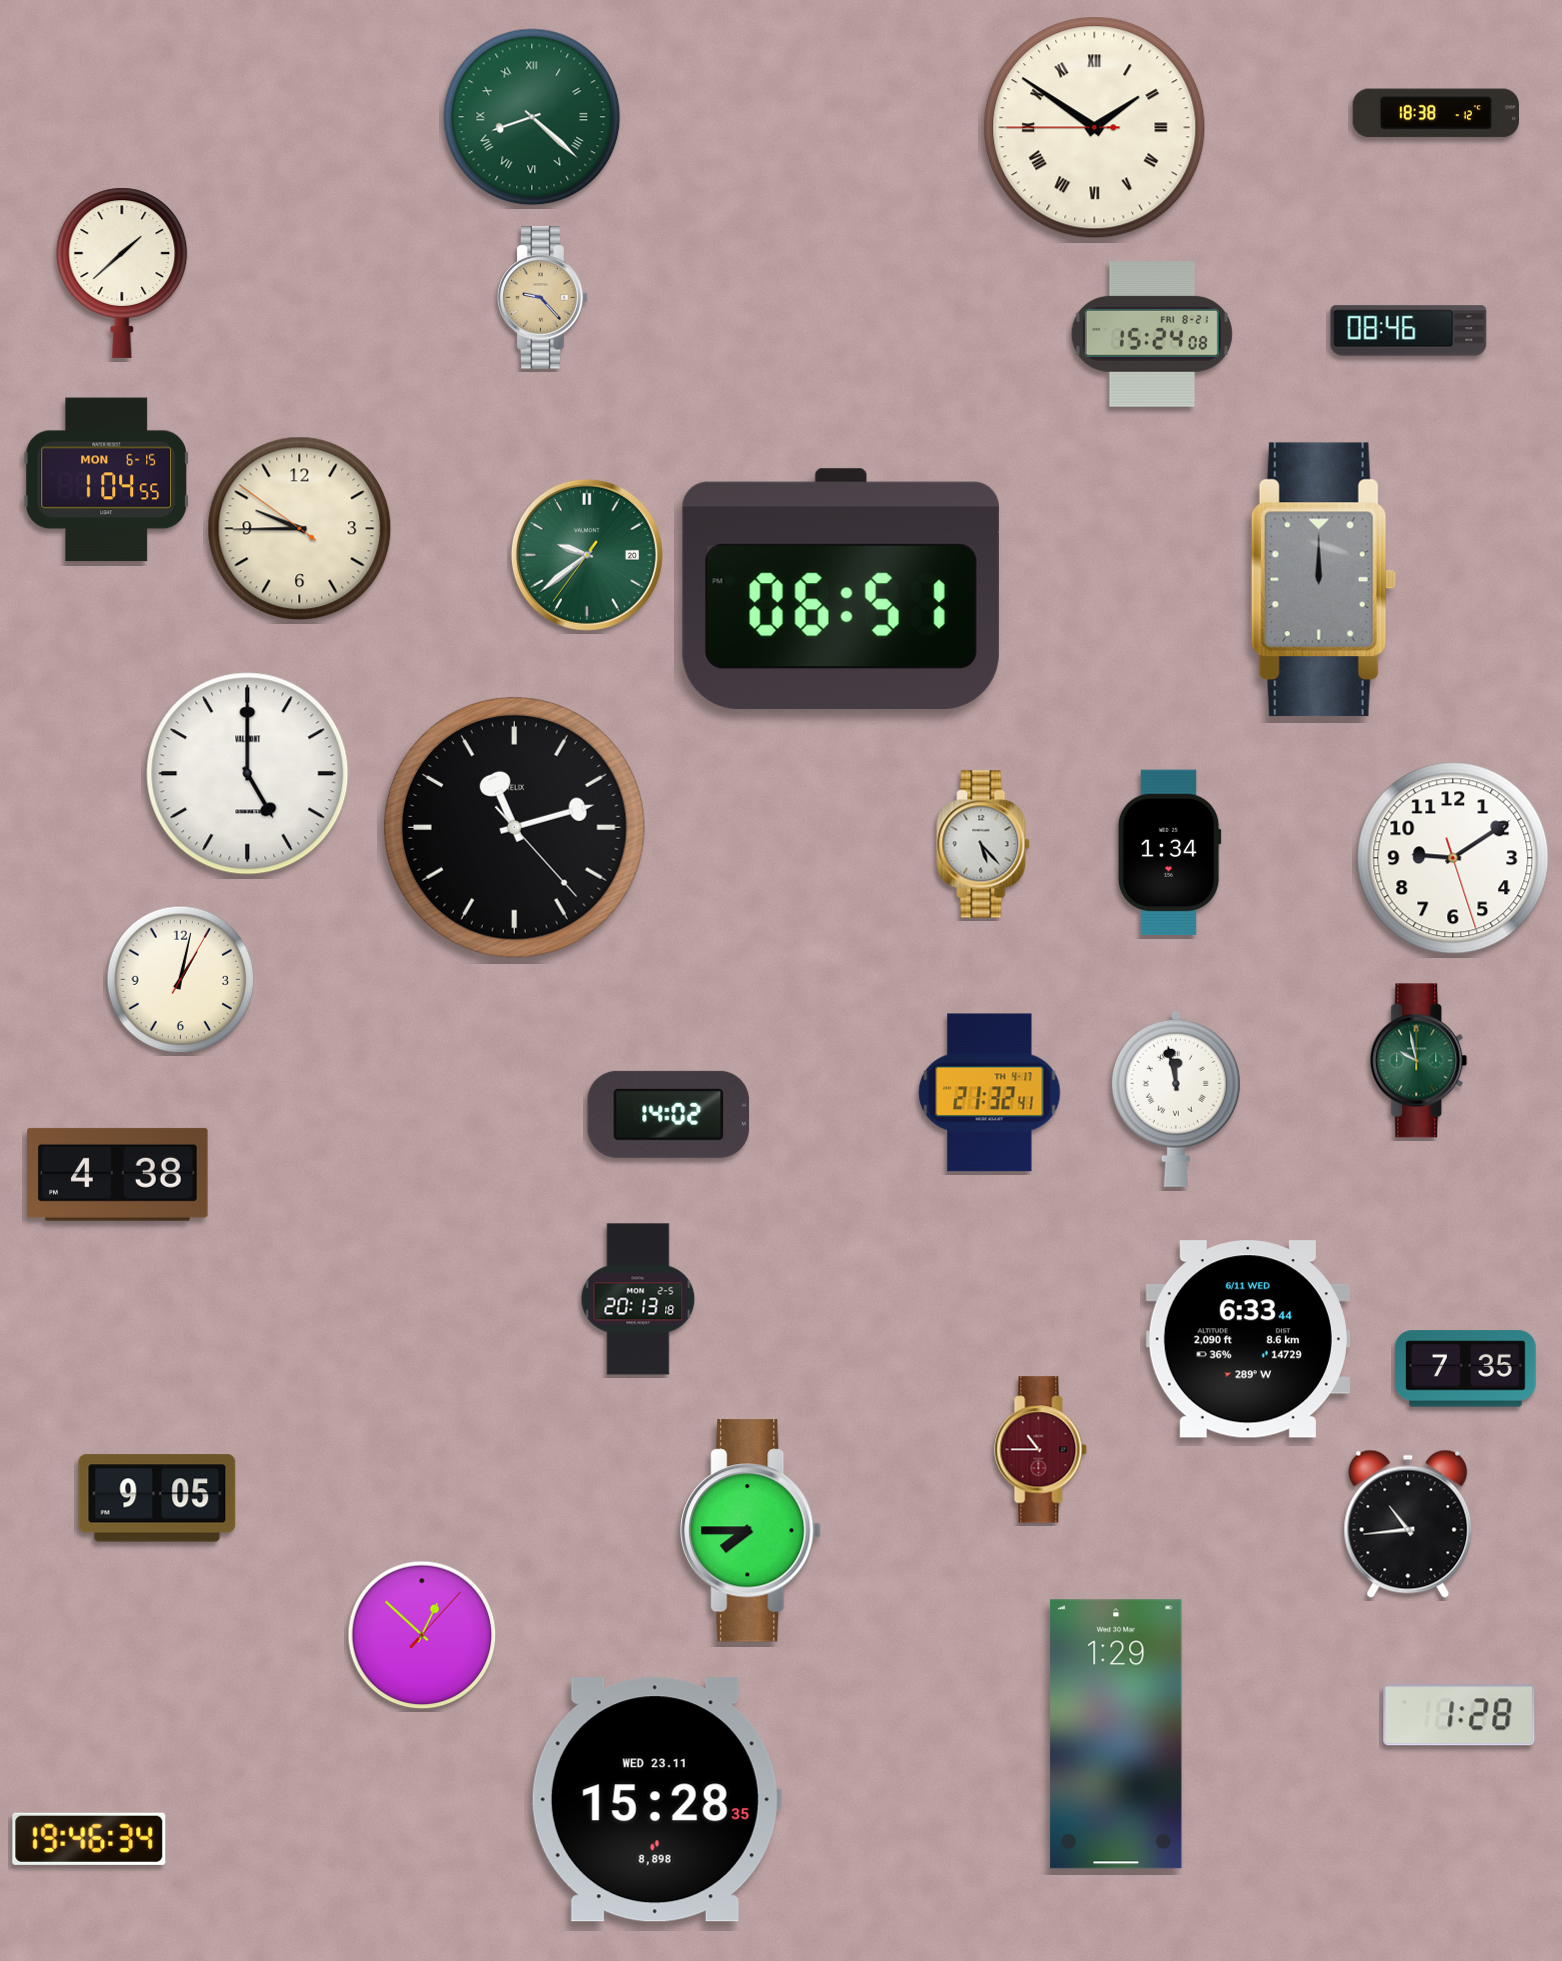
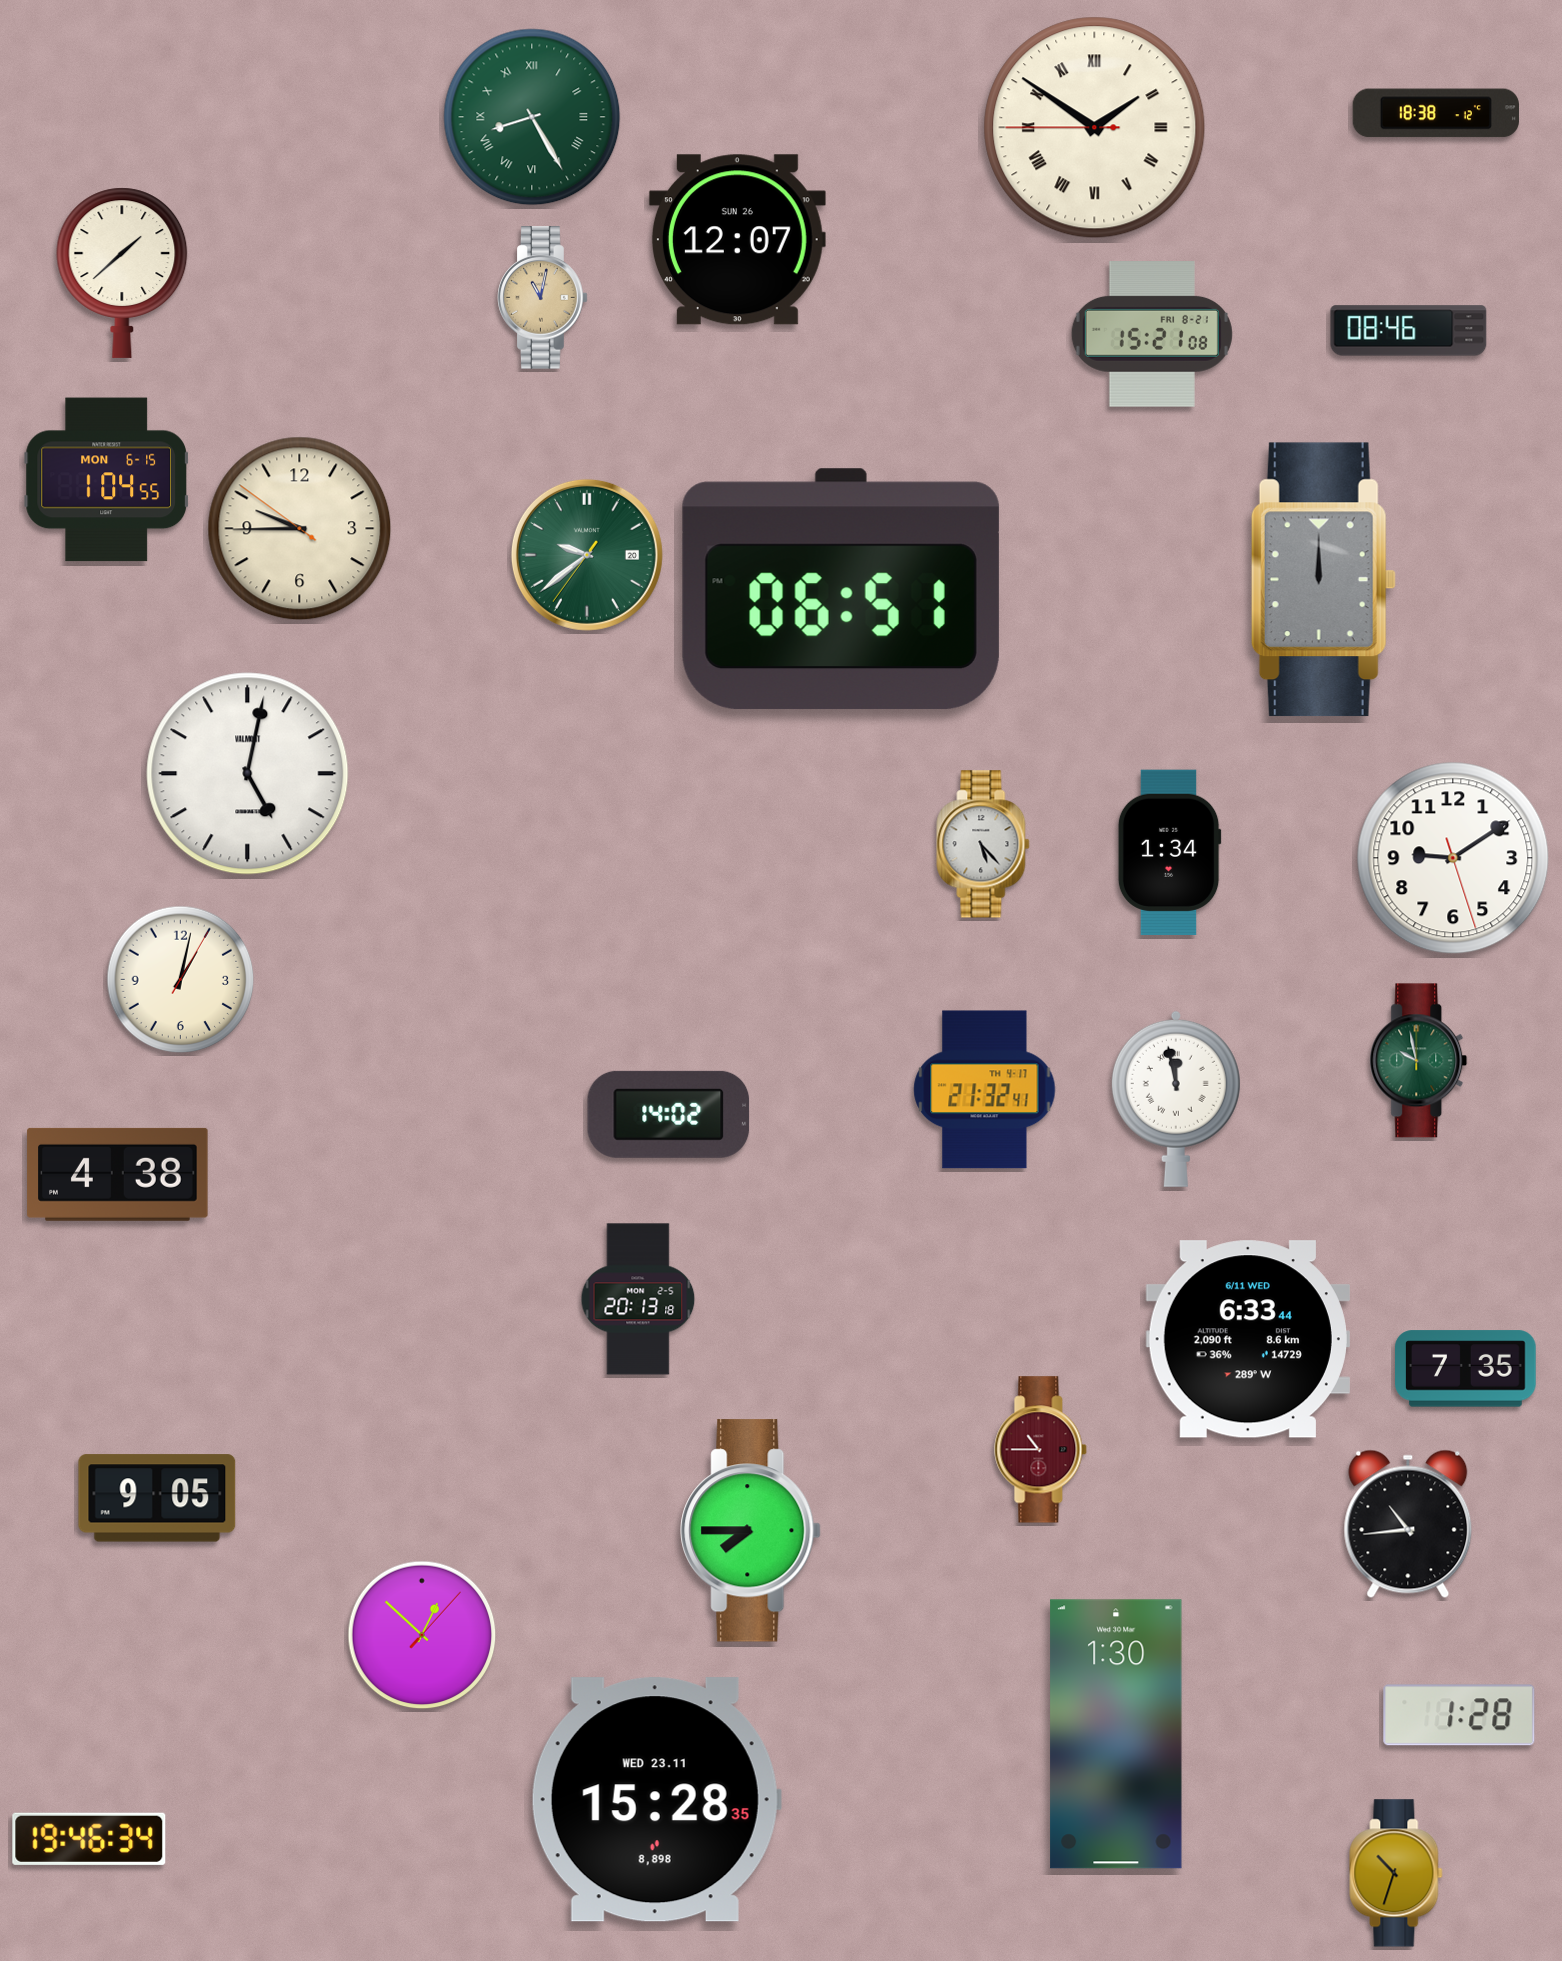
clock at (532, 117): 8:22 -> 8:25
clock at (737, 240): none -> 12:07
clock at (543, 298): 9:23 -> 11:02
clock at (1152, 335): 15:24 -> 15:21
clock at (248, 774): 5:00 -> 5:02
clock at (514, 827): 11:12 -> none
clock at (990, 1093) position: (990, 1093) -> (985, 1090)
clock at (1116, 1734): 1:29 -> 1:30
clock at (1396, 1873): none -> 10:33
